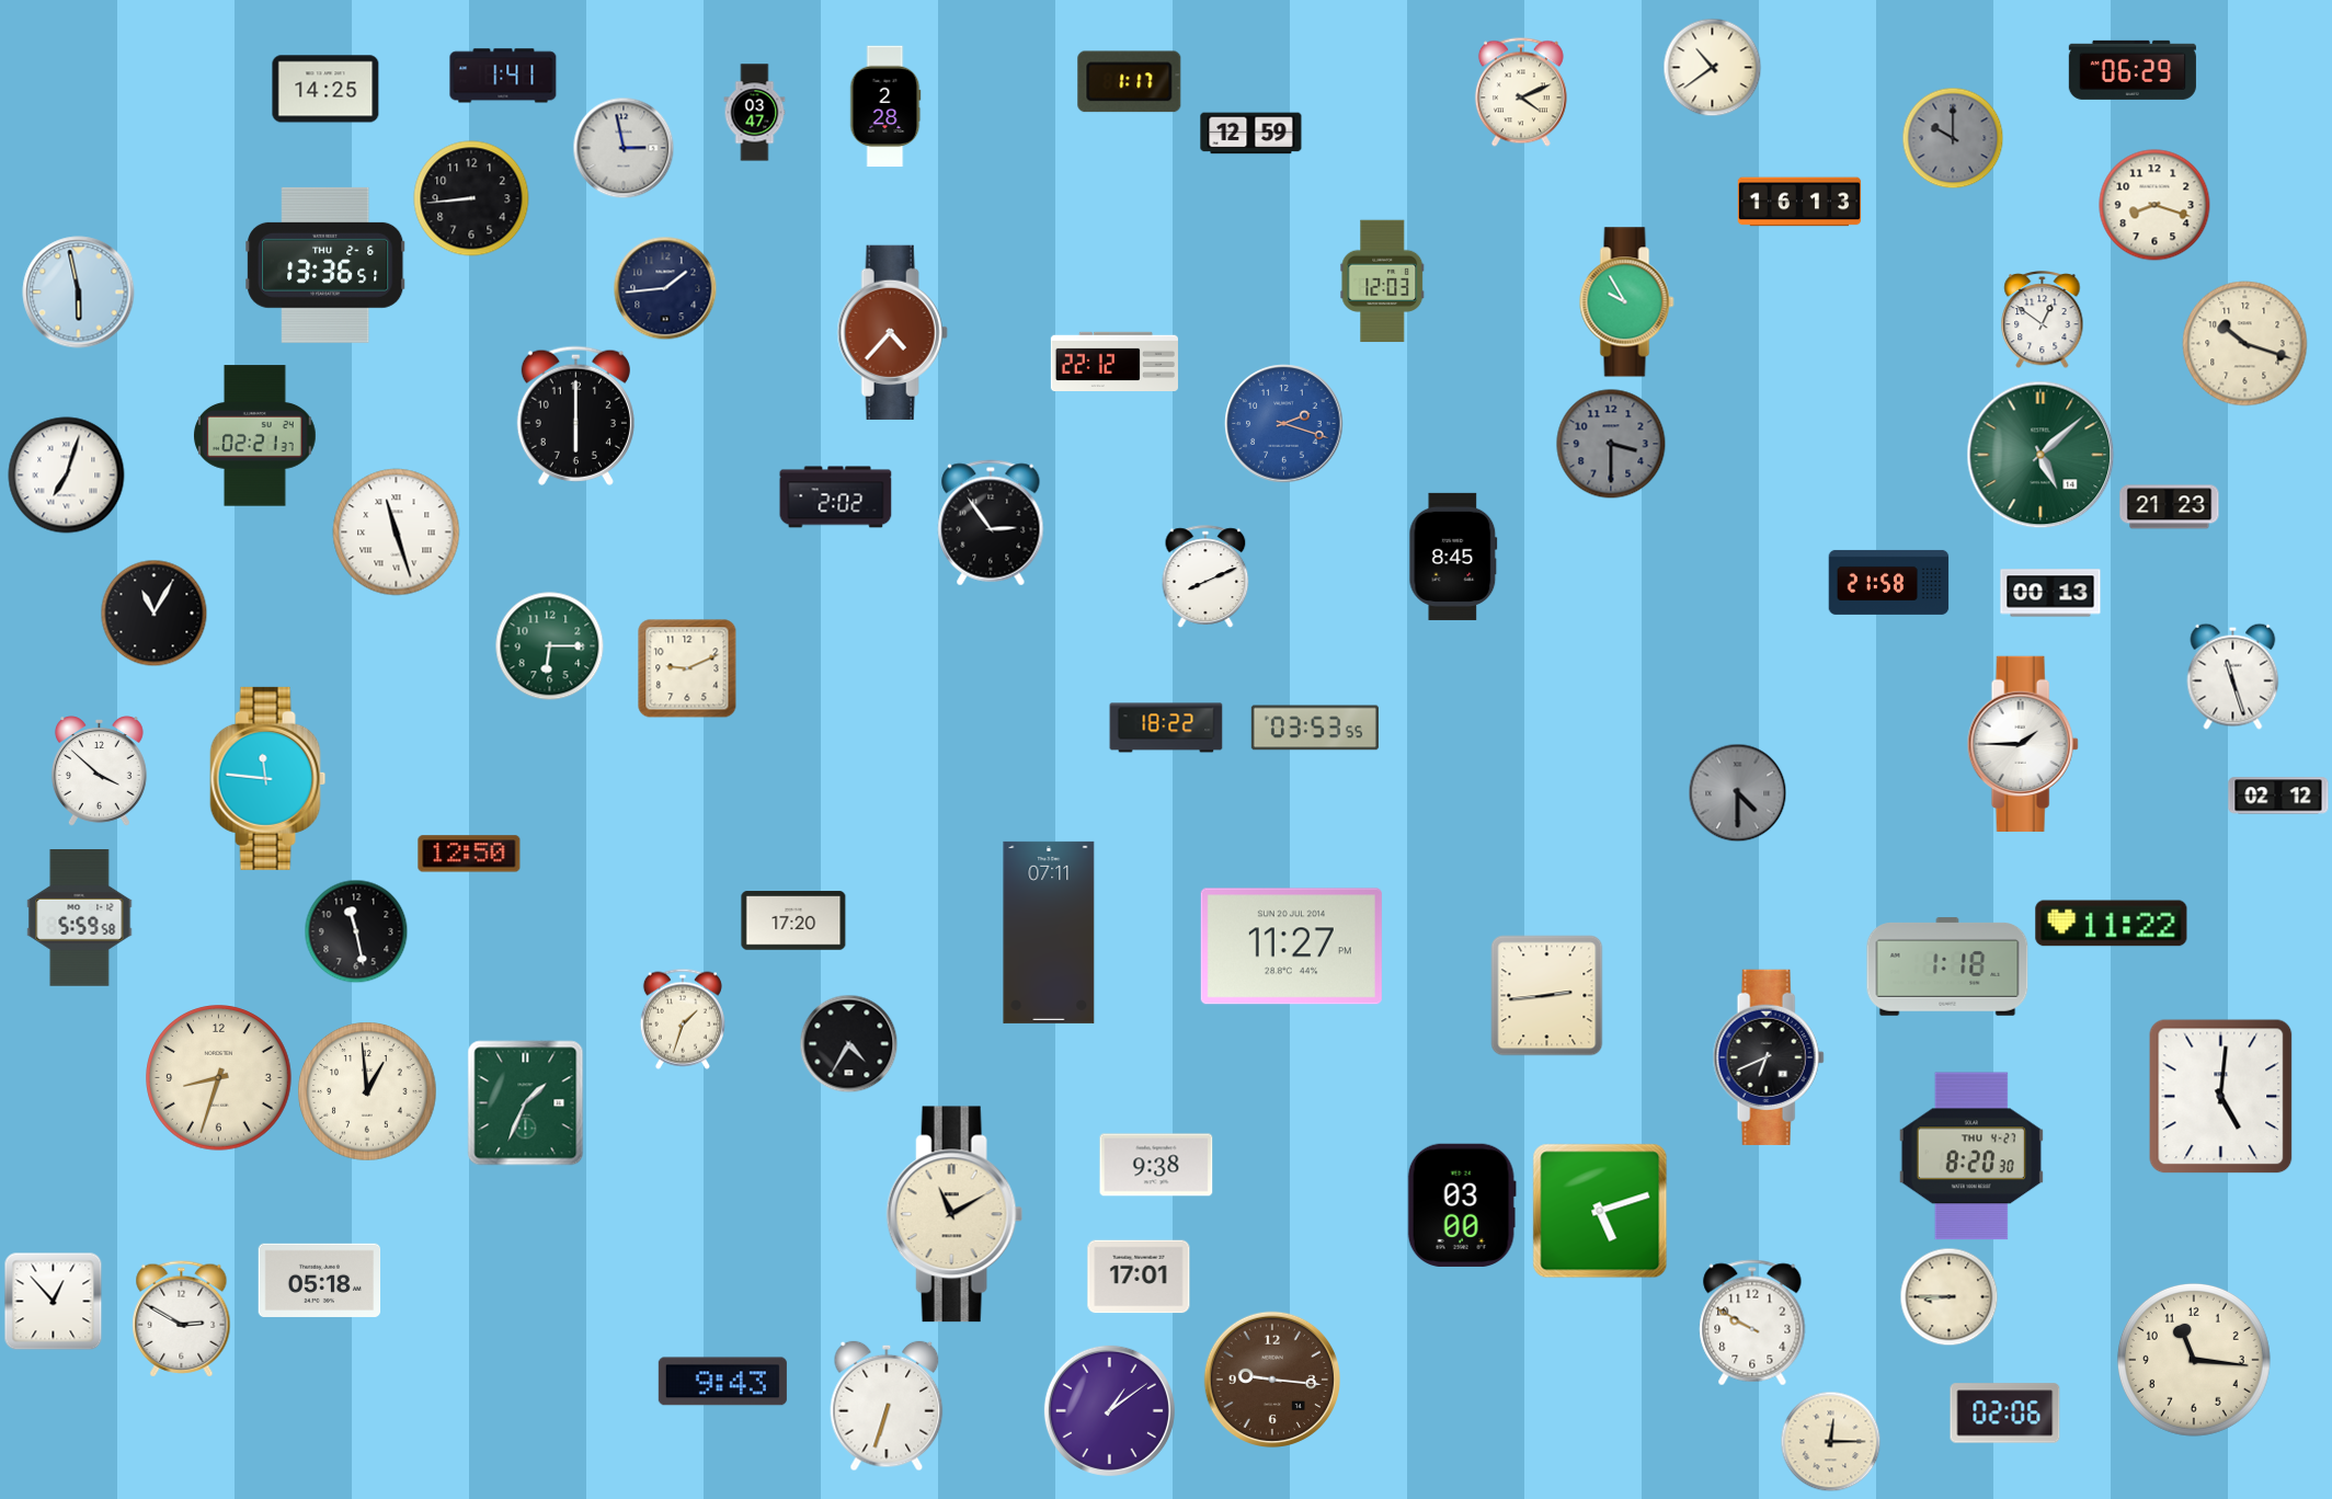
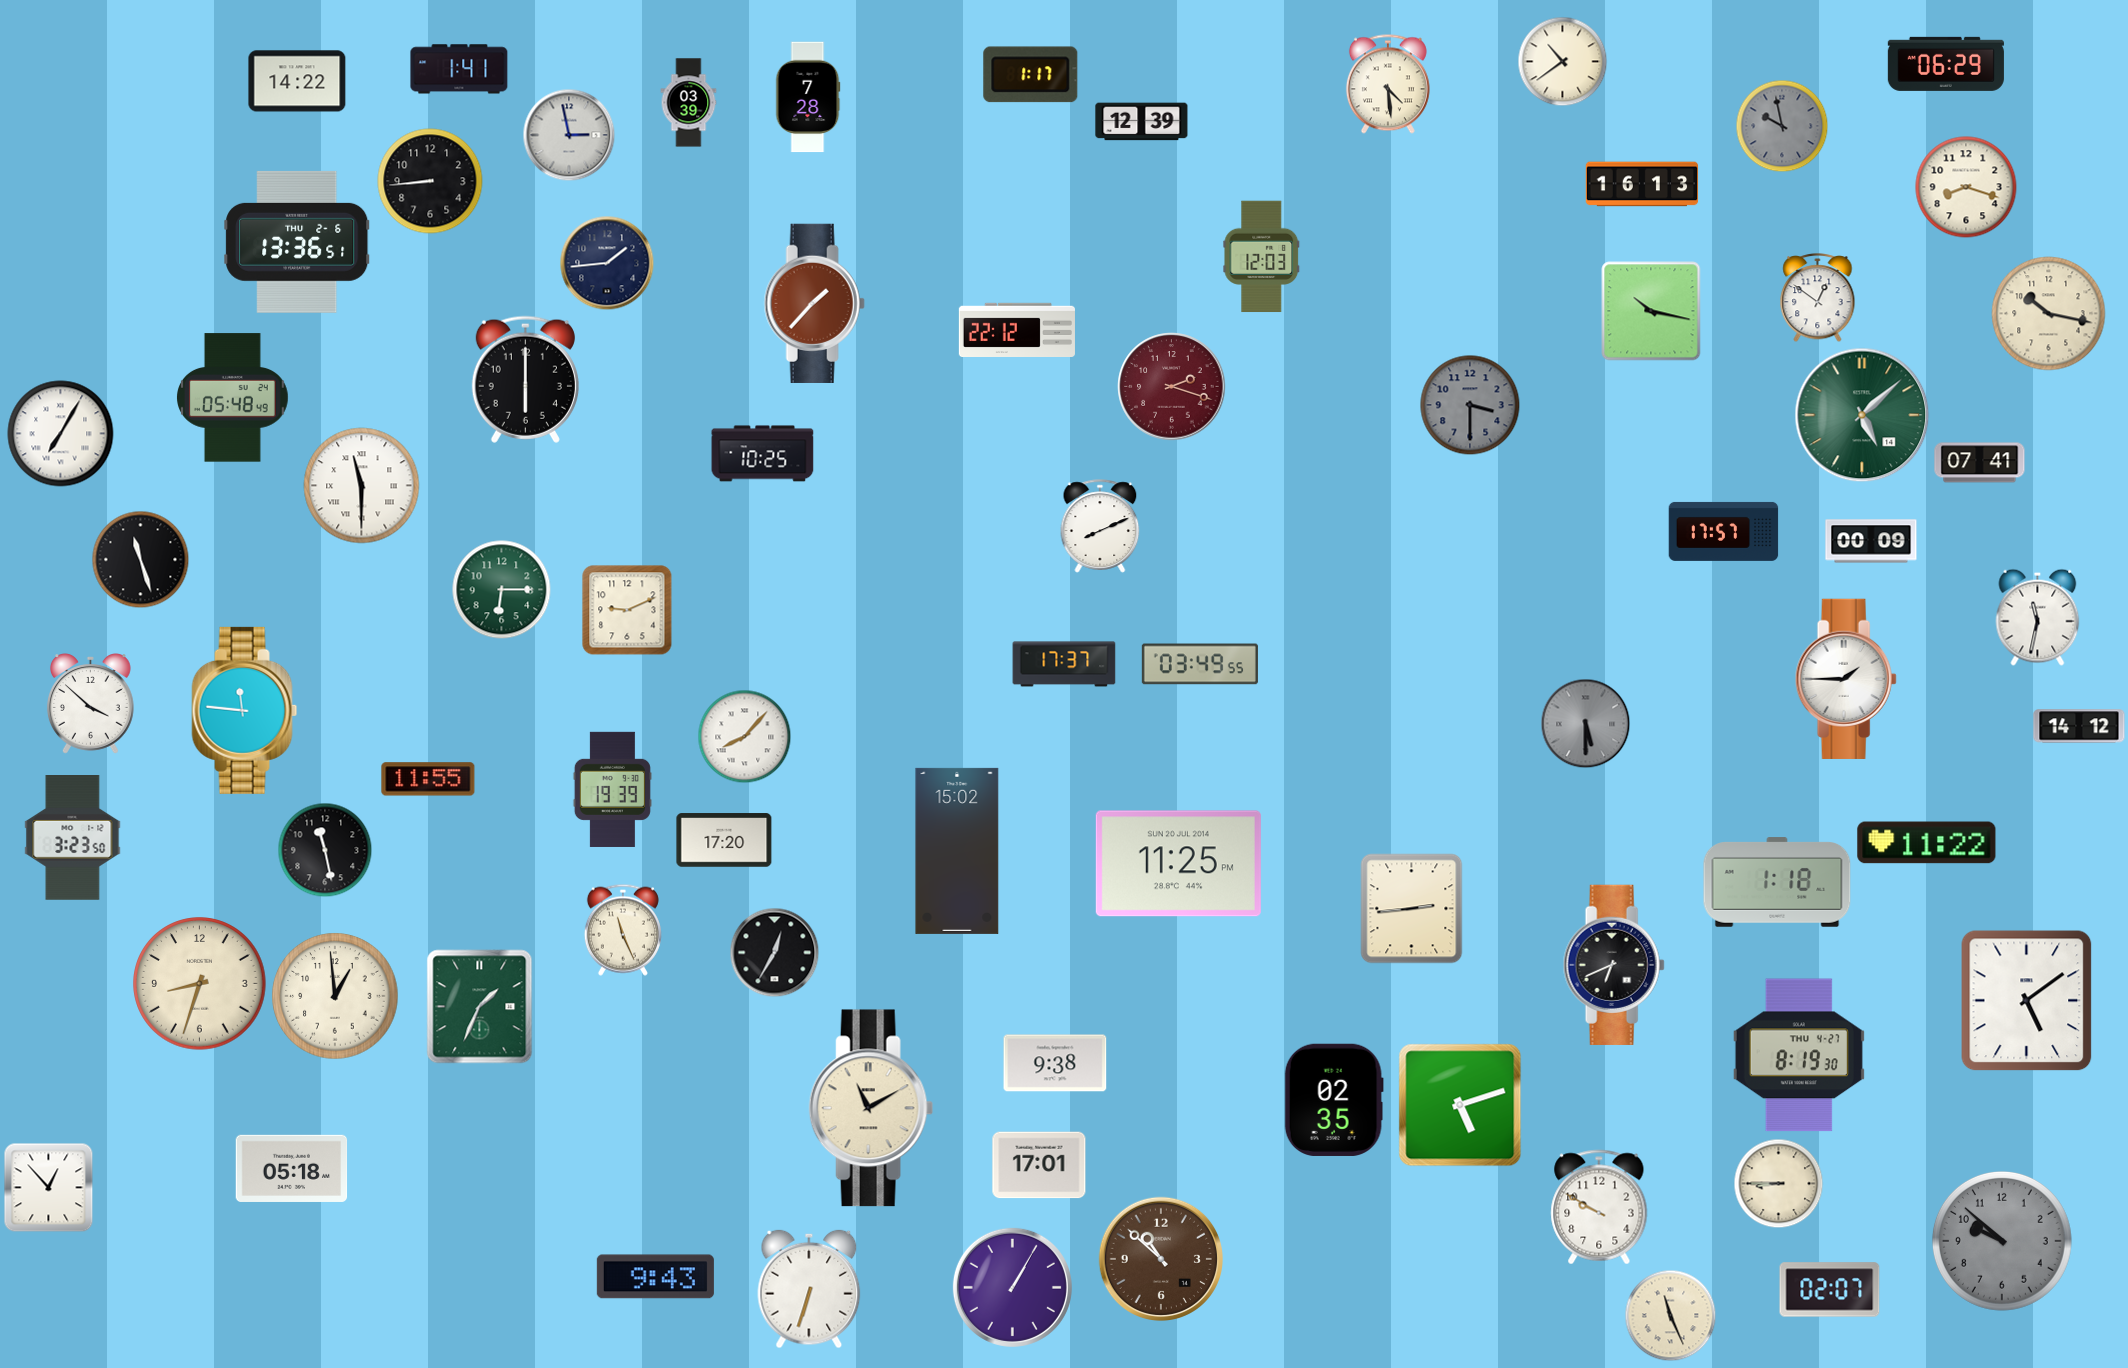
clock at (325, 89): 14:25 -> 14:22
clock at (1521, 92): 4:11 -> 4:29
clock at (885, 106): 2:28 -> 7:28
clock at (755, 113): 03:47 -> 03:39
clock at (1251, 134): 12:59 -> 12:39
clock at (1953, 138): 10:00 -> 9:58
clock at (79, 293): 5:58 -> none
clock at (1627, 302): 9:55 -> none
clock at (2043, 320) position: (2043, 320) -> (1818, 298)
clock at (892, 332): 4:37 -> 1:37
clock at (1651, 311): none -> 10:17
clock at (2245, 344): 10:18 -> 10:17
clock at (1284, 424) dial: blue -> burgundy
clock at (255, 436): 02:21 -> 05:48
clock at (67, 476): 7:03 -> 7:05
clock at (836, 497): 2:02 -> 10:25
clock at (2170, 507): 21:23 -> 07:41
clock at (991, 523): 2:54 -> none
clock at (397, 533): 11:27 -> 11:30
clock at (1453, 557): 8:45 -> none
clock at (1889, 582): 21:58 -> 17:57
clock at (2050, 593): 00:13 -> 00:09
clock at (153, 613): 11:05 -> 11:27
clock at (2233, 676): 11:27 -> 11:32
clock at (1166, 728): 18:22 -> 17:37
clock at (1315, 728): 03:53 -> 03:49
clock at (1737, 792): 4:30 -> 5:30
clock at (2278, 796): 02:12 -> 14:12
clock at (744, 736): none -> 8:07
clock at (469, 854): 12:50 -> 11:55
clock at (612, 789): none -> 19:39
clock at (80, 918): 5:59 -> 3:23
clock at (1049, 932): 07:11 -> 15:02
clock at (1291, 947): 11:27 -> 11:25
clock at (683, 1019): 1:33 -> 11:26
clock at (848, 1043): 4:35 -> 12:35
clock at (2221, 1097): 5:01 -> 5:09
clock at (1971, 1156): 8:20 -> 8:19
clock at (1462, 1204): 03:00 -> 02:35
clock at (182, 1319): 2:50 -> none
clock at (2194, 1360): 11:16 -> 9:52
clock at (2194, 1360) dial: cream -> grey
clock at (1271, 1378): 9:16 -> 10:52
clock at (722, 1382) position: (722, 1382) -> (655, 1277)
clock at (887, 1406) position: (887, 1406) -> (809, 1289)
clock at (1109, 1410): 1:09 -> 1:05
clock at (2005, 1414): 02:06 -> 02:07
clock at (1830, 1441): 12:15 -> 11:26
